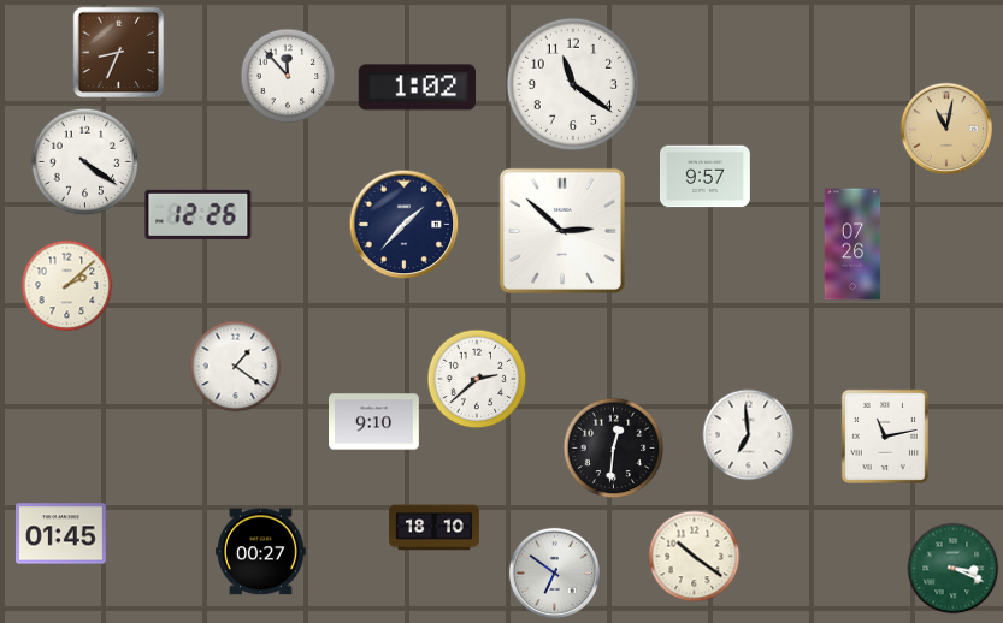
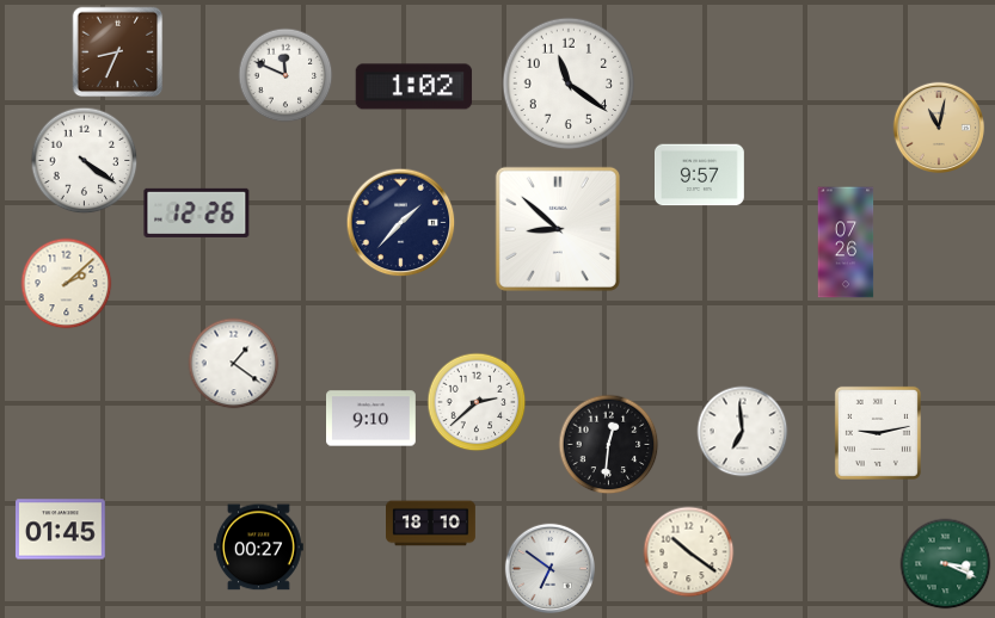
clock at (288, 76): 11:53 -> 11:49
clock at (562, 231): 2:52 -> 8:52
clock at (477, 379) position: (477, 379) -> (477, 402)
clock at (885, 437): 11:13 -> 9:13
